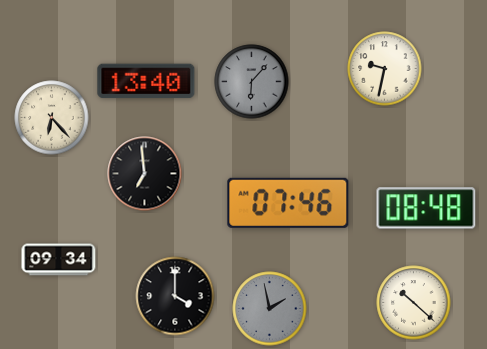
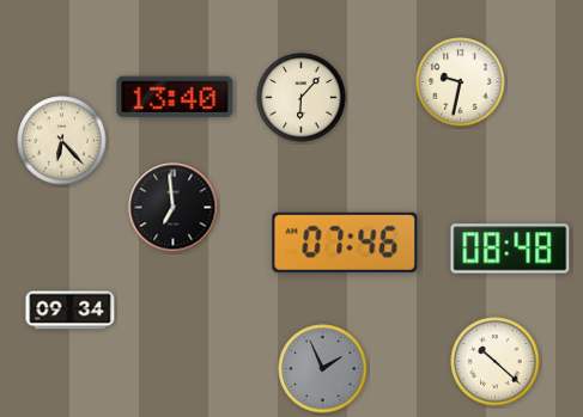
clock at (252, 82) dial: grey -> cream
clock at (175, 296): 4:00 -> none
clock at (270, 309): 1:58 -> 1:56
